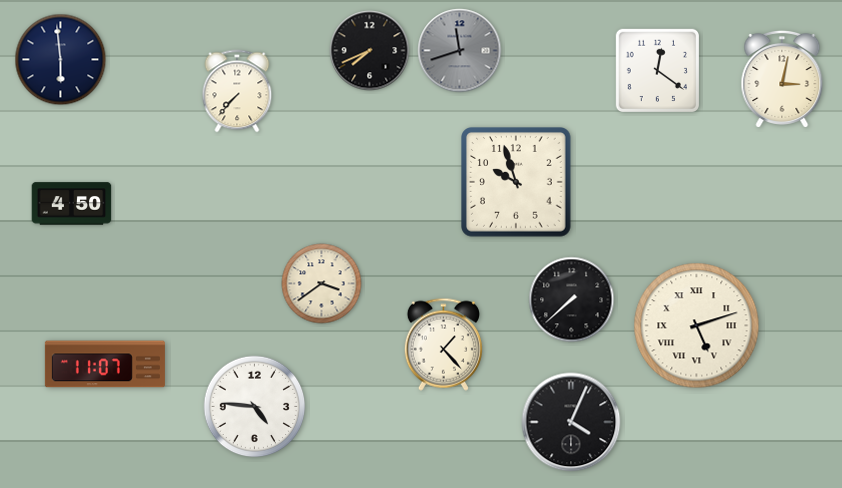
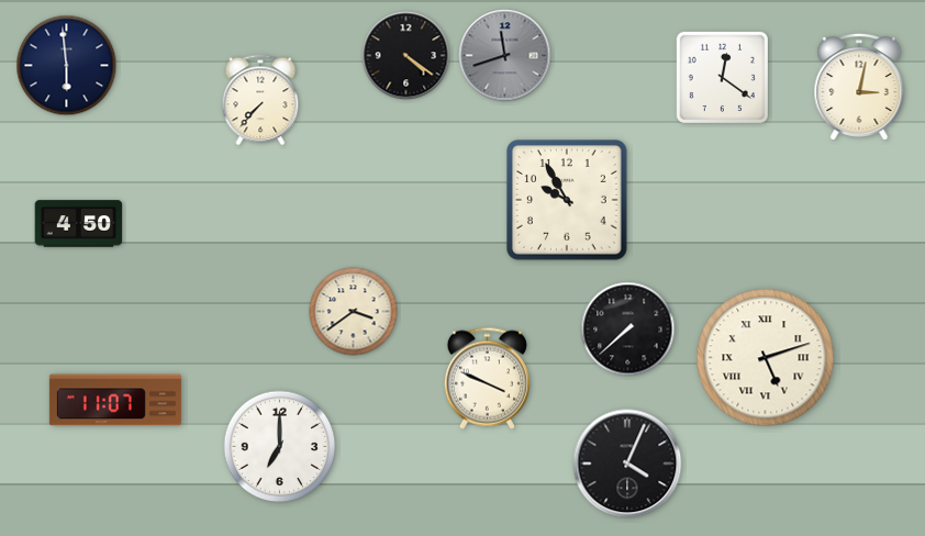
clock at (370, 51): 7:41 -> 4:21
clock at (517, 183): 9:57 -> 9:55
clock at (443, 344): 1:23 -> 3:49
clock at (255, 407): 4:46 -> 7:00
